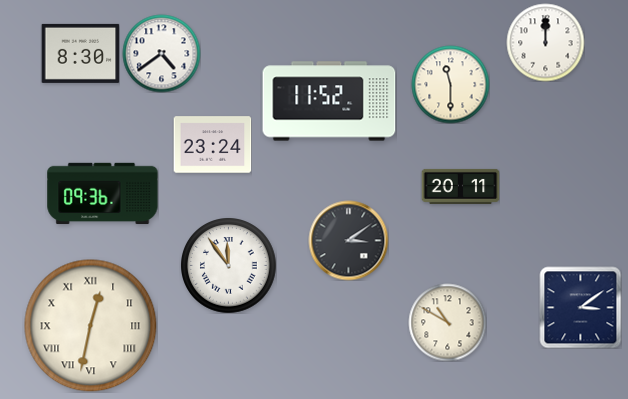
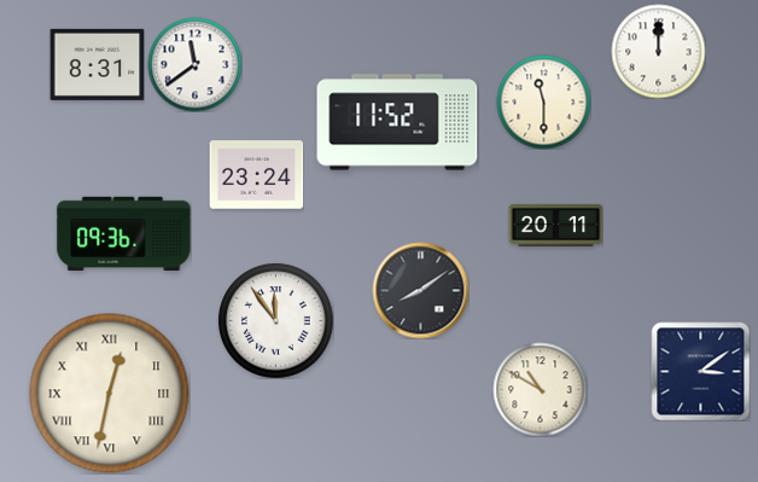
clock at (80, 53): 8:30 -> 8:31
clock at (161, 53): 4:39 -> 11:39
clock at (348, 240): 3:09 -> 8:09
